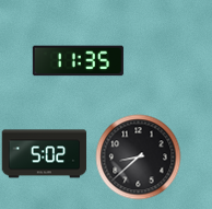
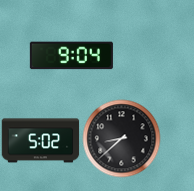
clock at (78, 61): 11:35 -> 9:04
clock at (138, 156) position: (138, 156) -> (121, 138)
